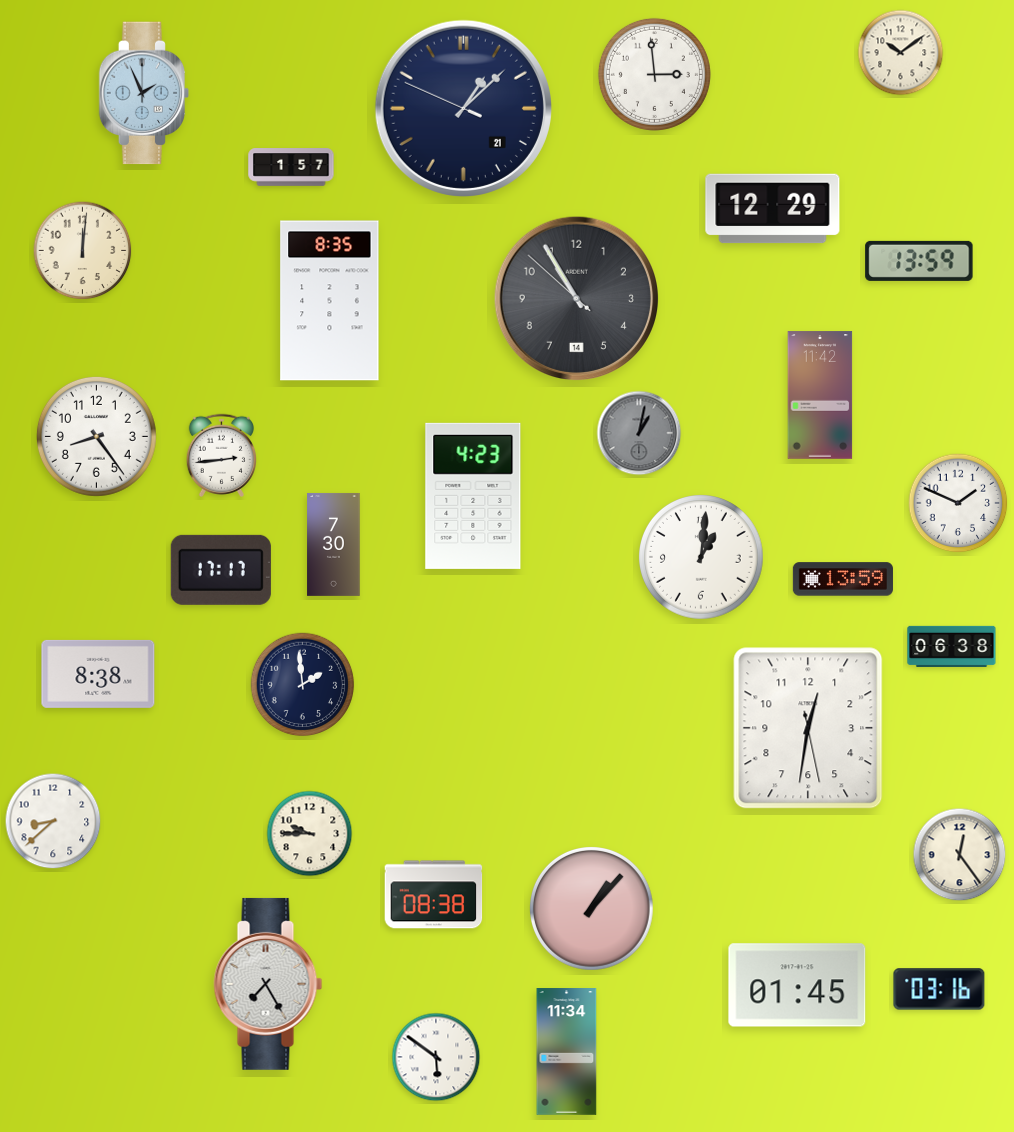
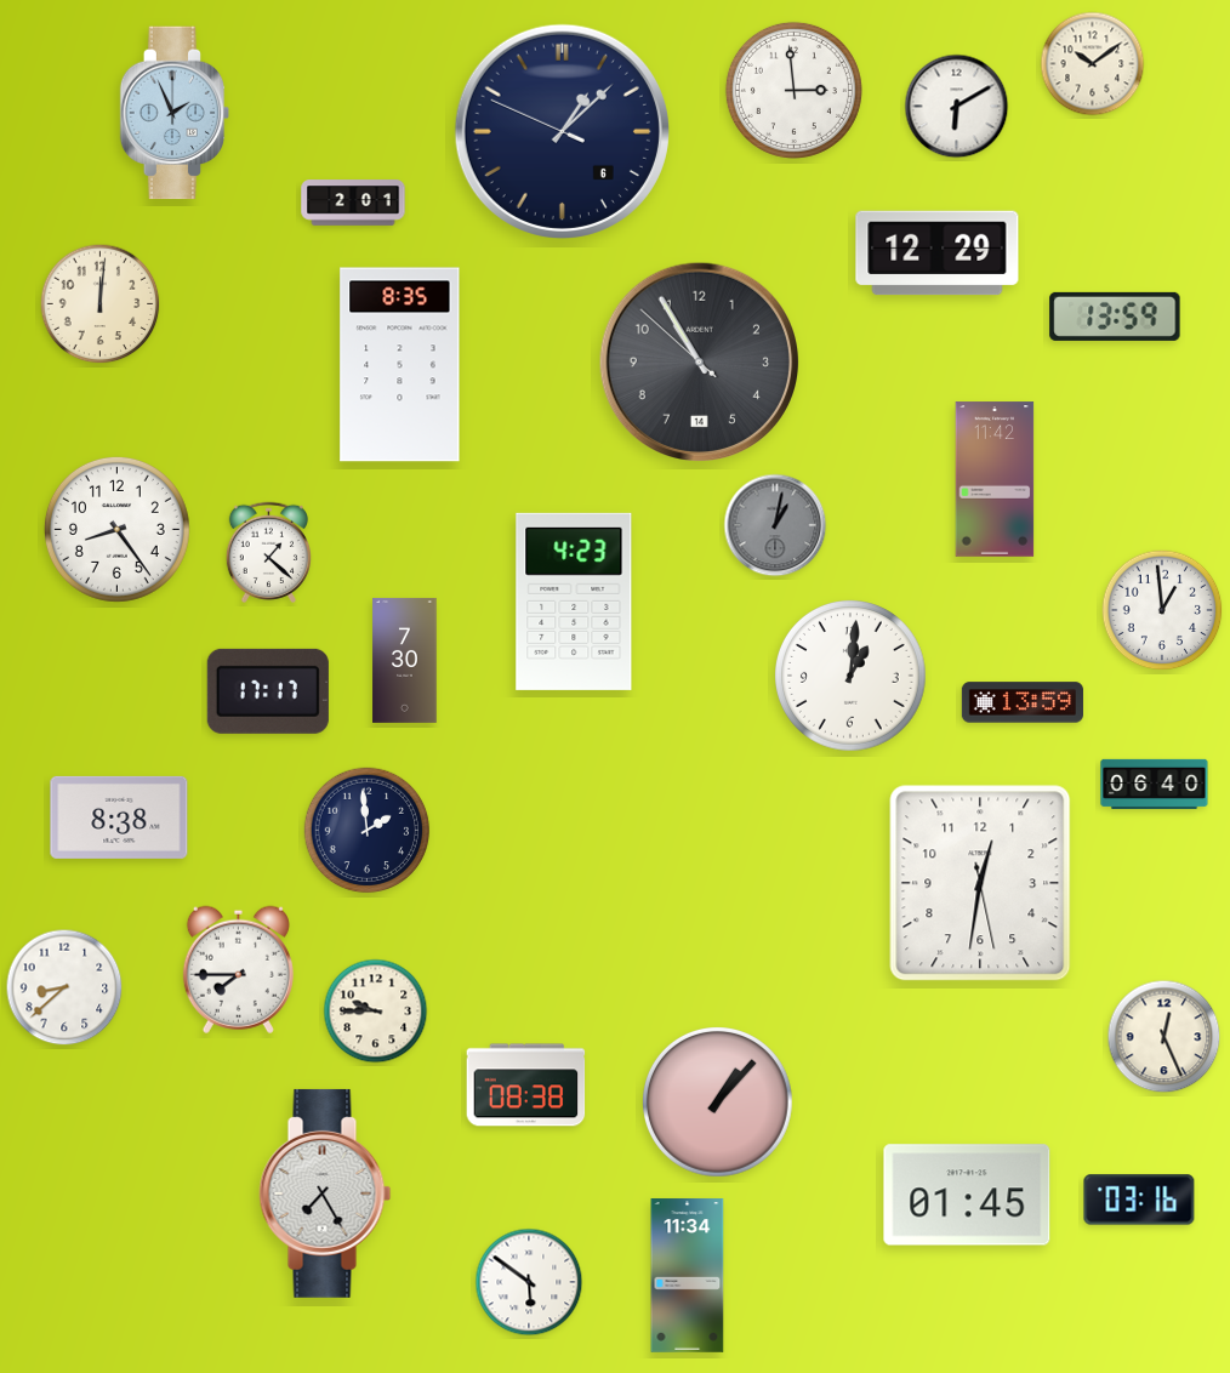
clock at (957, 107): none -> 6:10
clock at (463, 108) date: 21 -> 6
clock at (291, 167): 1:57 -> 2:01
clock at (221, 455): 2:44 -> 1:22
clock at (958, 503): 1:49 -> 12:59
clock at (952, 646): 06:38 -> 06:40
clock at (238, 969): none -> 7:45
clock at (53, 821) position: (53, 821) -> (64, 987)
clock at (960, 855): 12:24 -> 12:26
